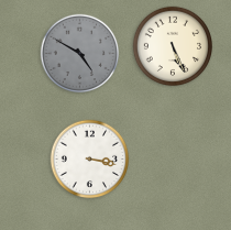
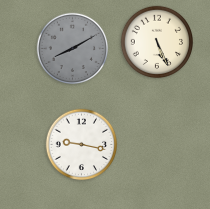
clock at (80, 54): 4:50 -> 8:10
clock at (90, 160): 3:17 -> 9:17
